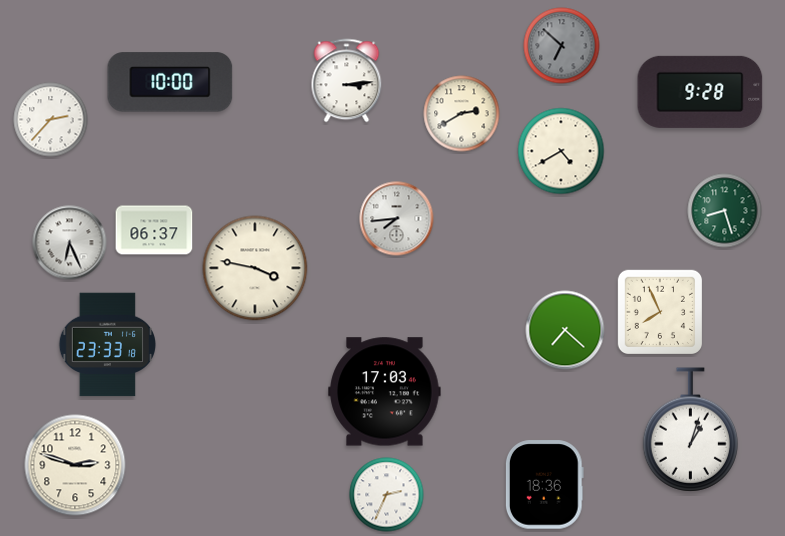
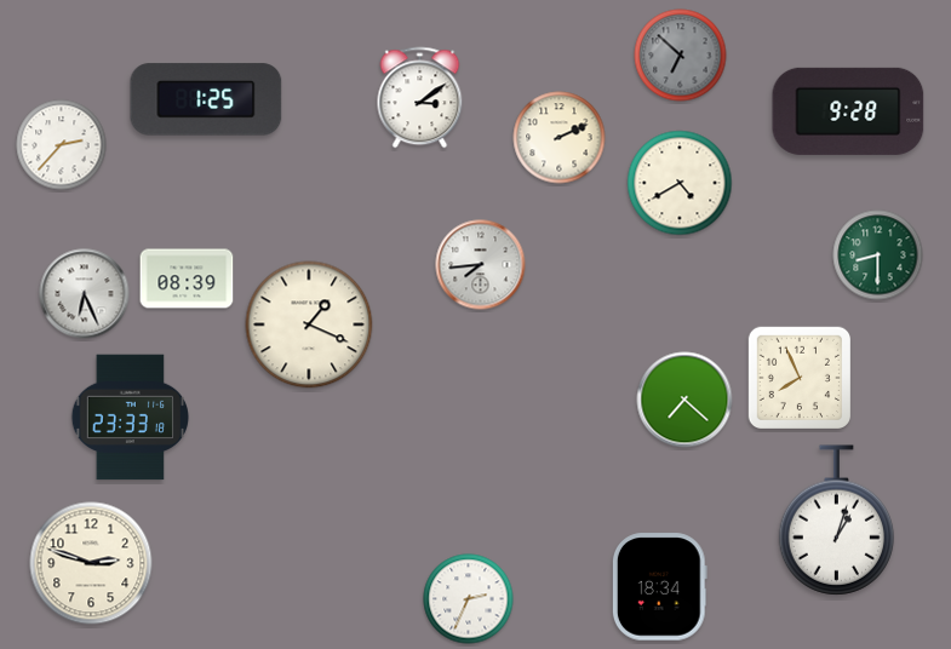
clock at (347, 81): 3:14 -> 3:09
clock at (170, 82): 10:00 -> 1:25
clock at (462, 114): 2:40 -> 2:11
clock at (725, 211): 8:27 -> 8:30
clock at (154, 230): 06:37 -> 08:39
clock at (255, 268): 3:47 -> 1:19
clock at (385, 392): 17:03 -> none
clock at (544, 485): 18:36 -> 18:34
